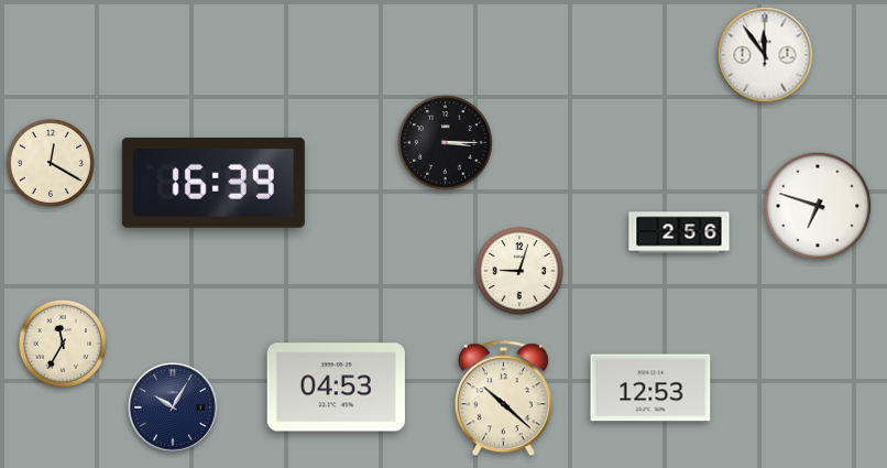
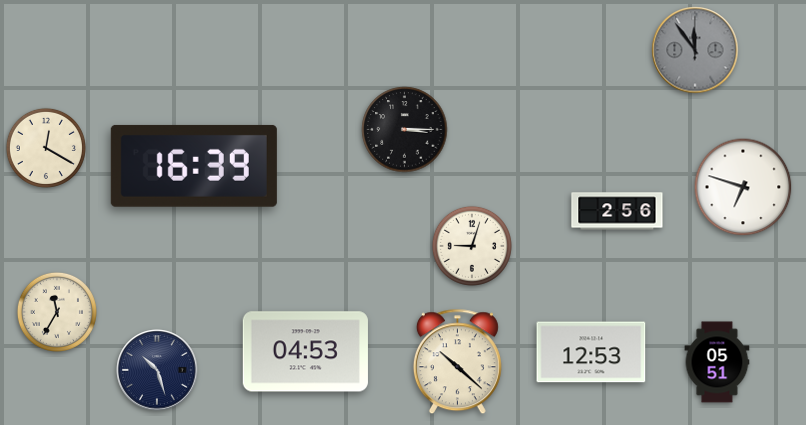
clock at (765, 55) dial: white -> grey
clock at (717, 362): none -> 05:51
clock at (173, 407): 10:05 -> 10:27
